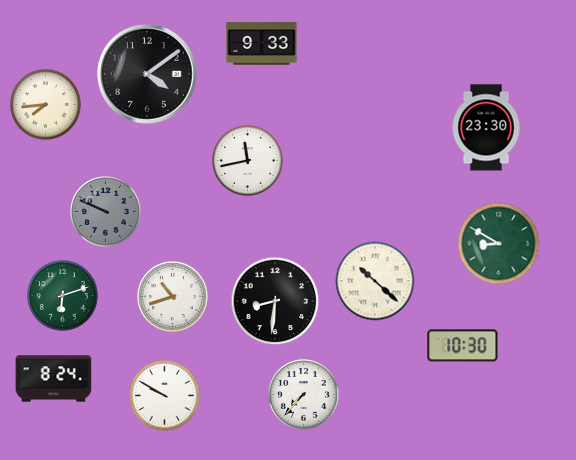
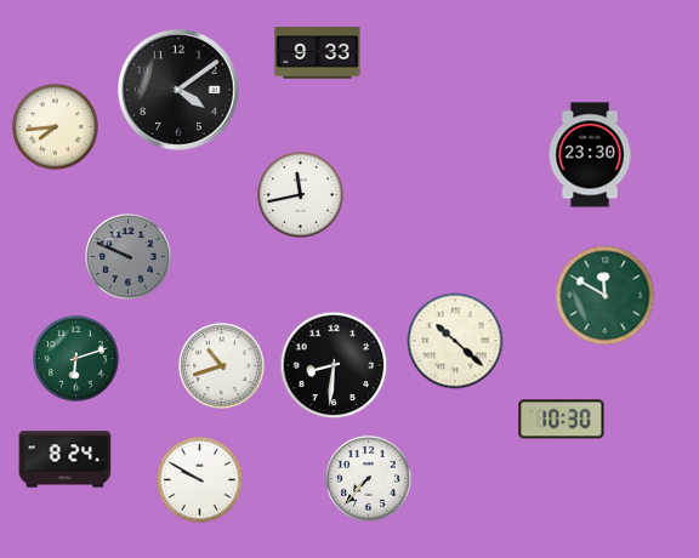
clock at (499, 244): 8:50 -> 11:50
clock at (173, 297) position: (173, 297) -> (222, 366)
